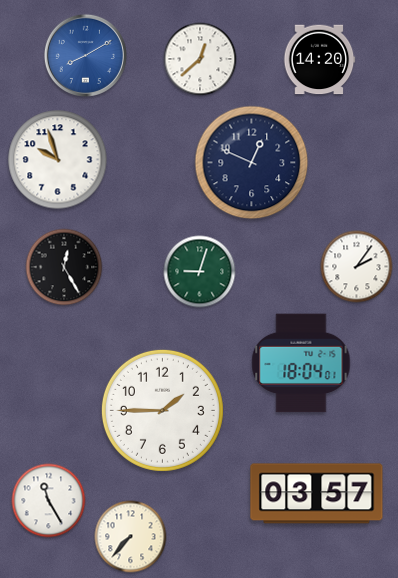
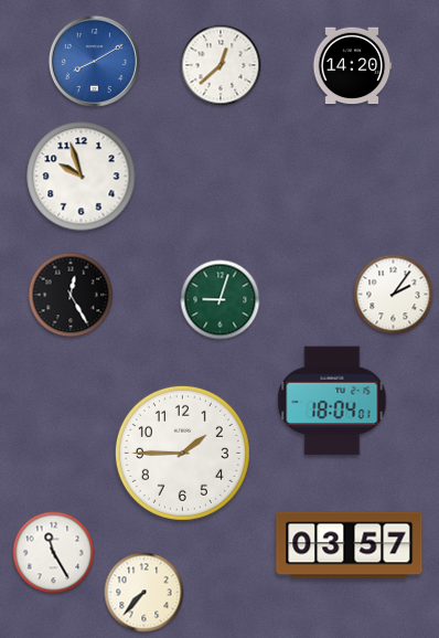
clock at (58, 160) position: (58, 160) -> (82, 177)
clock at (252, 163): 12:49 -> none
clock at (162, 410) position: (162, 410) -> (182, 453)
